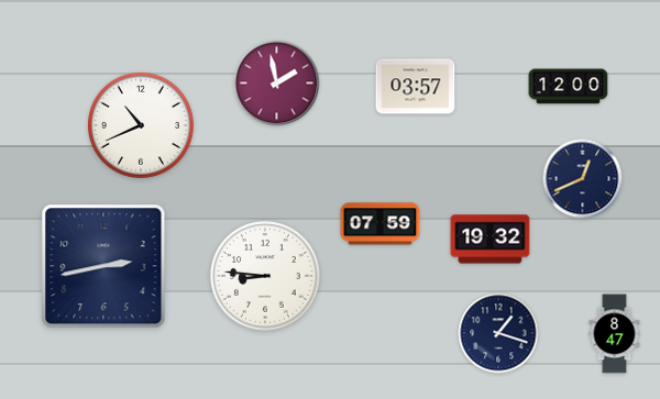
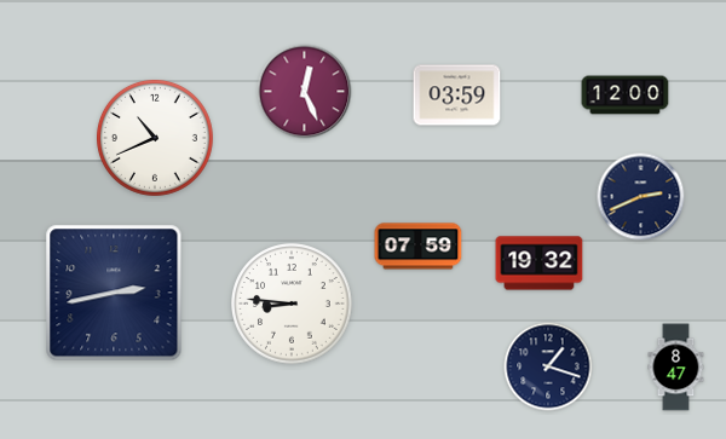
clock at (277, 84): 1:58 -> 12:26
clock at (416, 87): 03:57 -> 03:59
clock at (583, 179): 12:41 -> 2:41
